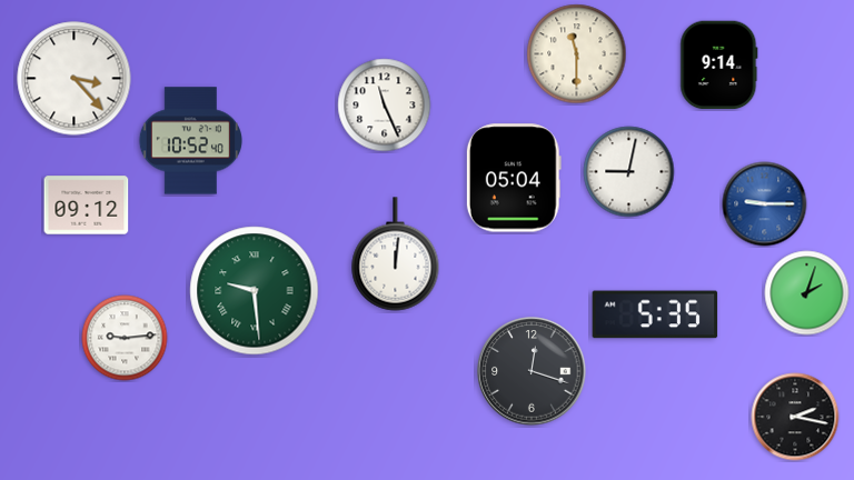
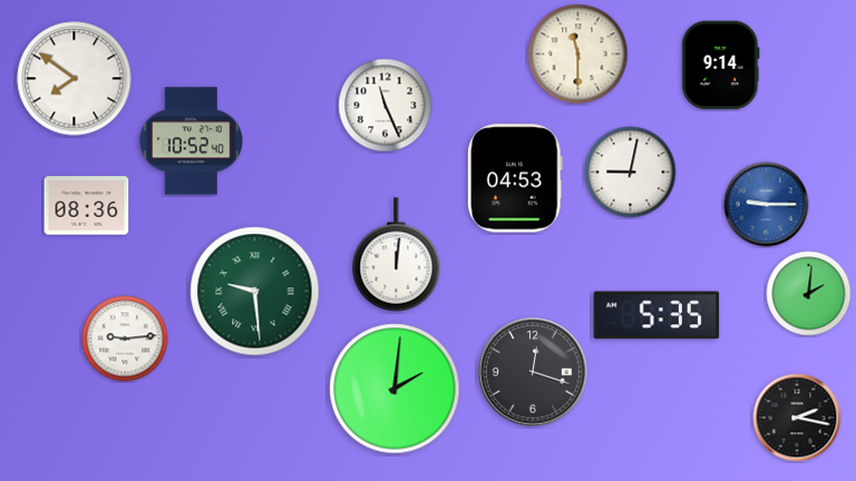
clock at (75, 79): 3:23 -> 7:51
clock at (514, 178): 05:04 -> 04:53
clock at (87, 206): 09:12 -> 08:36
clock at (807, 293): 2:03 -> 2:01
clock at (395, 389): none -> 2:01
